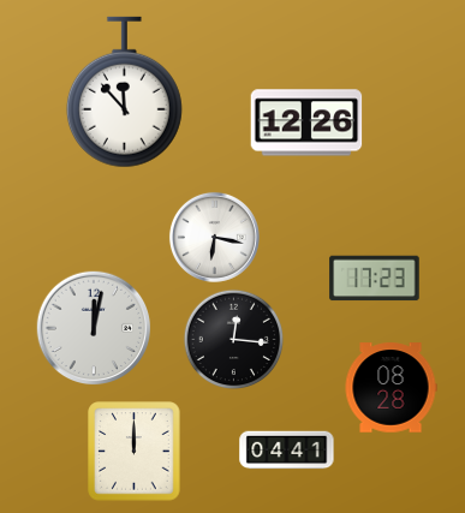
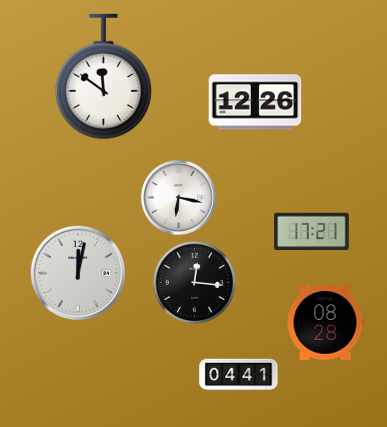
clock at (124, 93): 11:53 -> 11:51
clock at (375, 279): 17:23 -> 17:21
clock at (135, 452): 12:00 -> none
